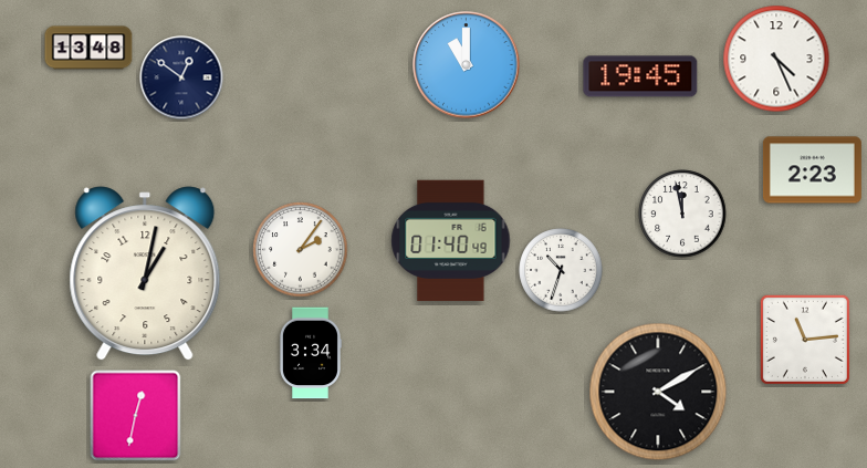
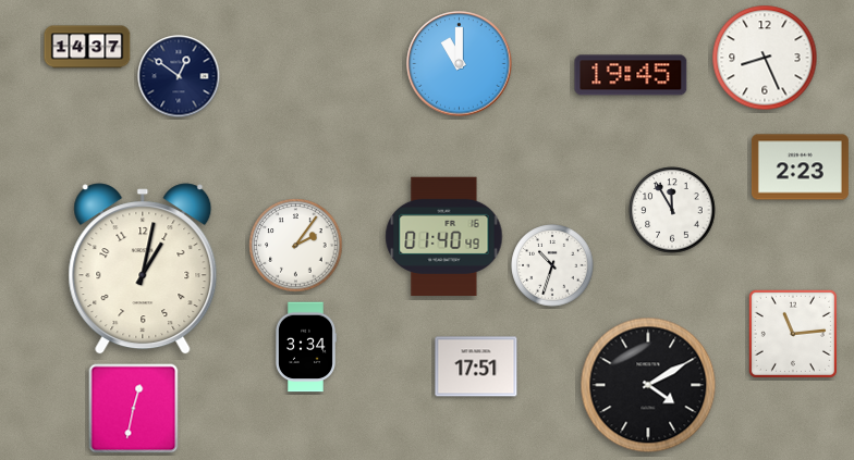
clock at (88, 48): 13:48 -> 14:37
clock at (776, 59): 4:26 -> 8:26
clock at (682, 214): 11:58 -> 11:55
clock at (476, 366): none -> 17:51
